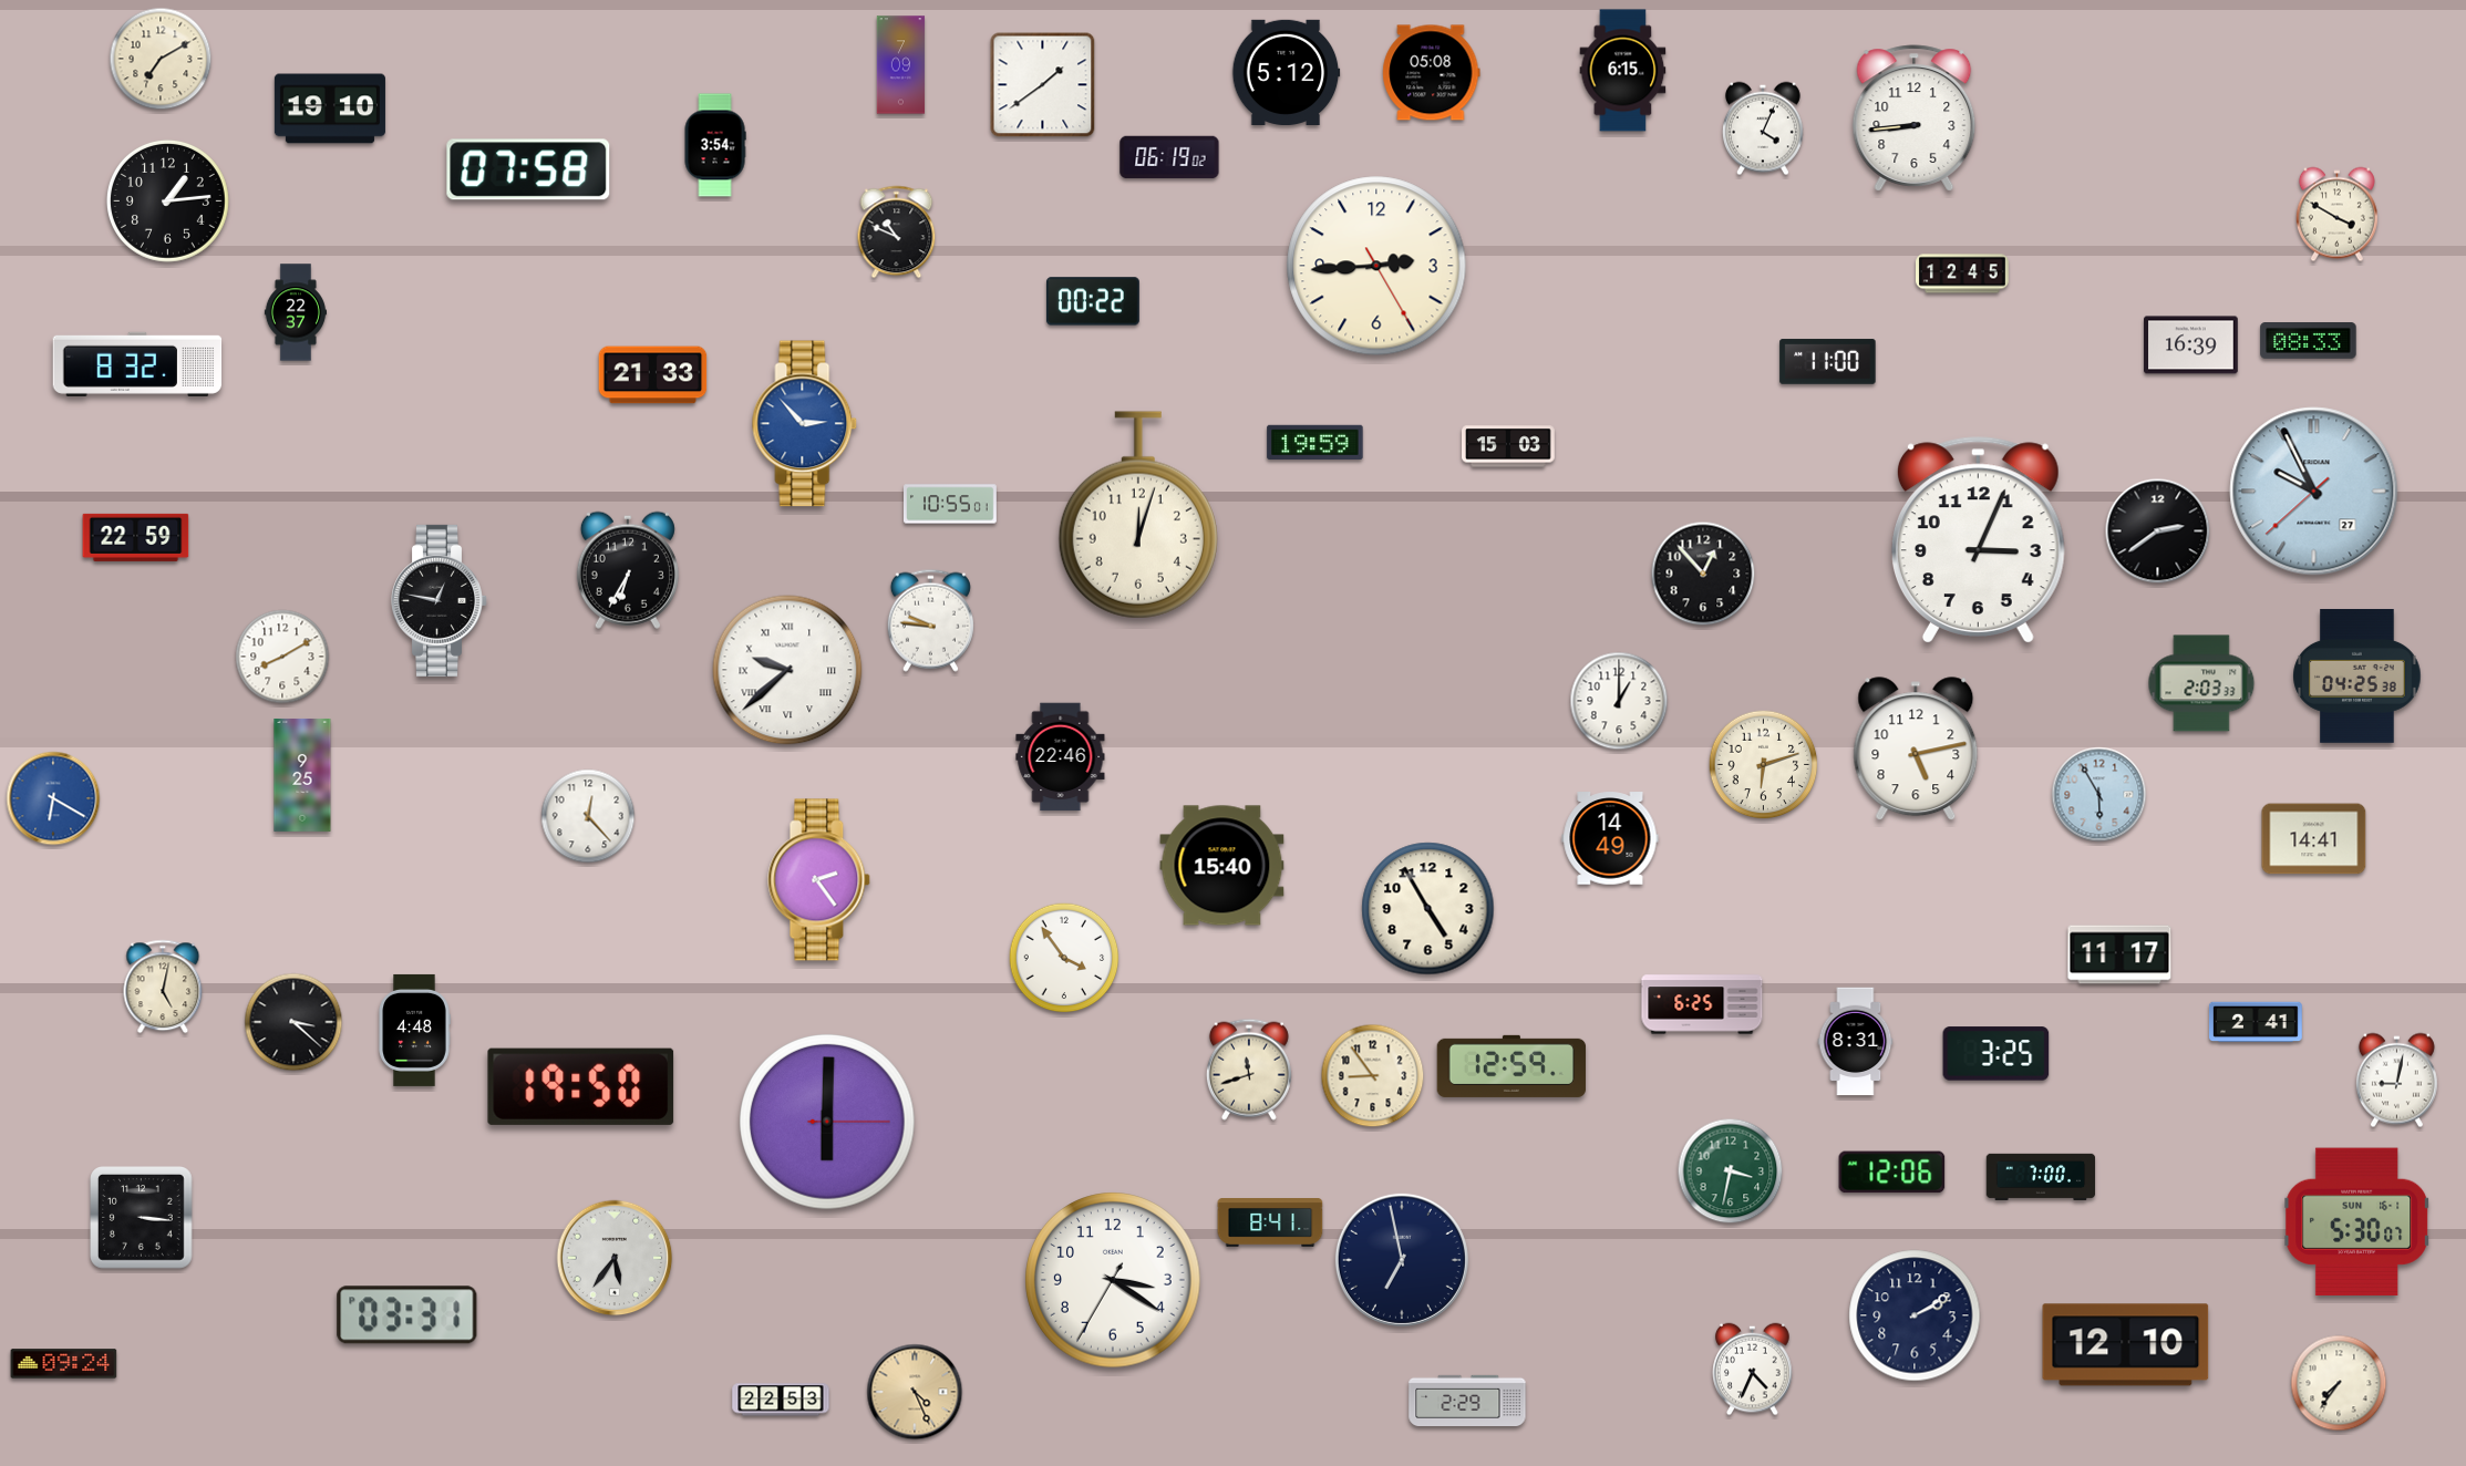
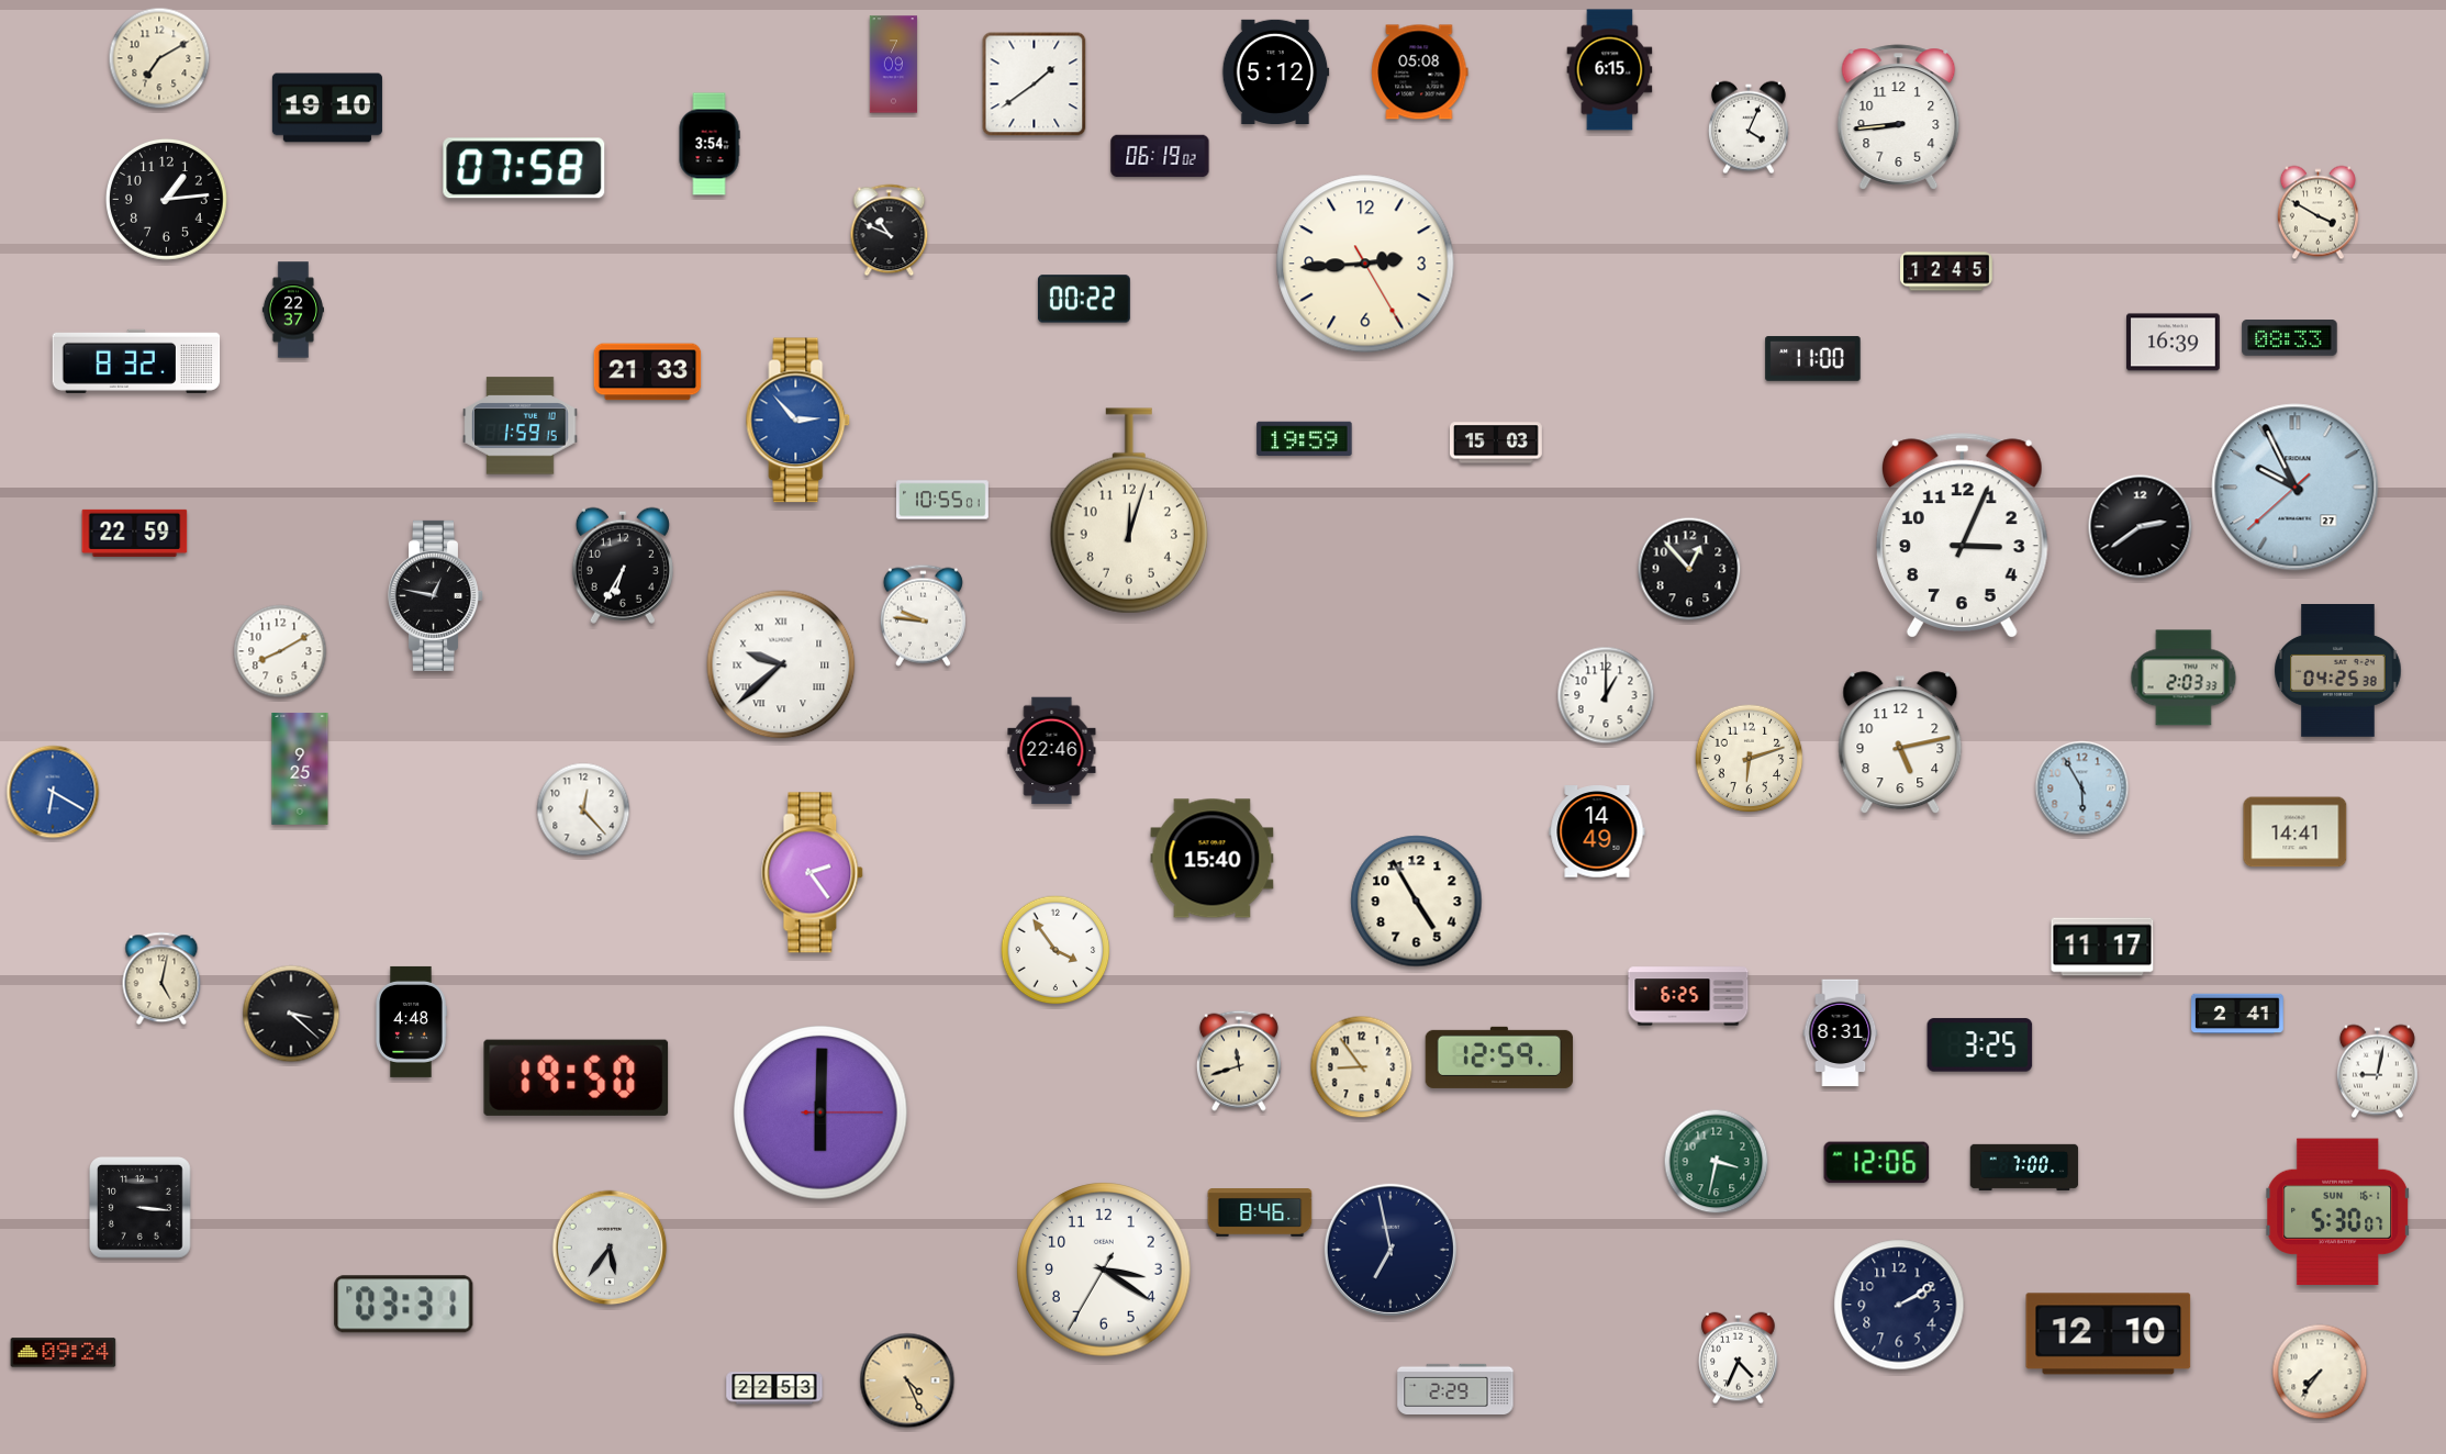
clock at (521, 426): none -> 1:59
clock at (1270, 1224): 8:41 -> 8:46
